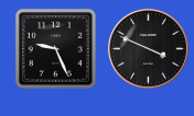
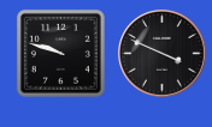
clock at (55, 48): 9:26 -> 9:48
